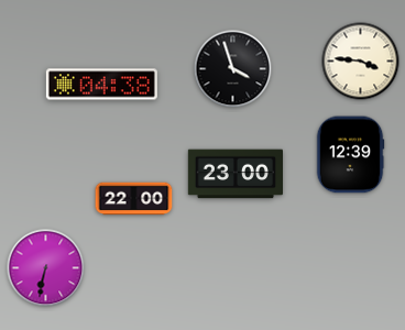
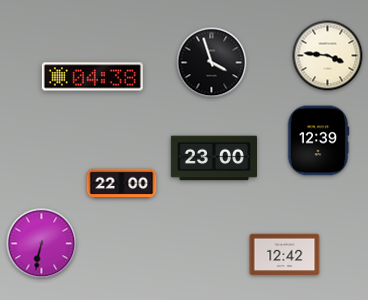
clock at (134, 199) position: (134, 199) -> (122, 184)
clock at (285, 255): none -> 12:42
